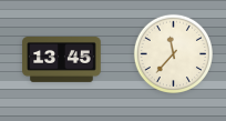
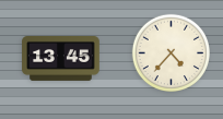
clock at (173, 53): 11:37 -> 4:37
